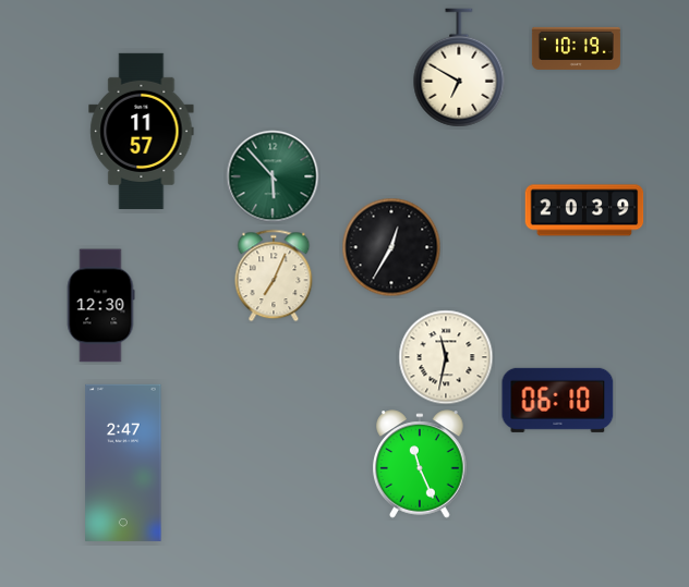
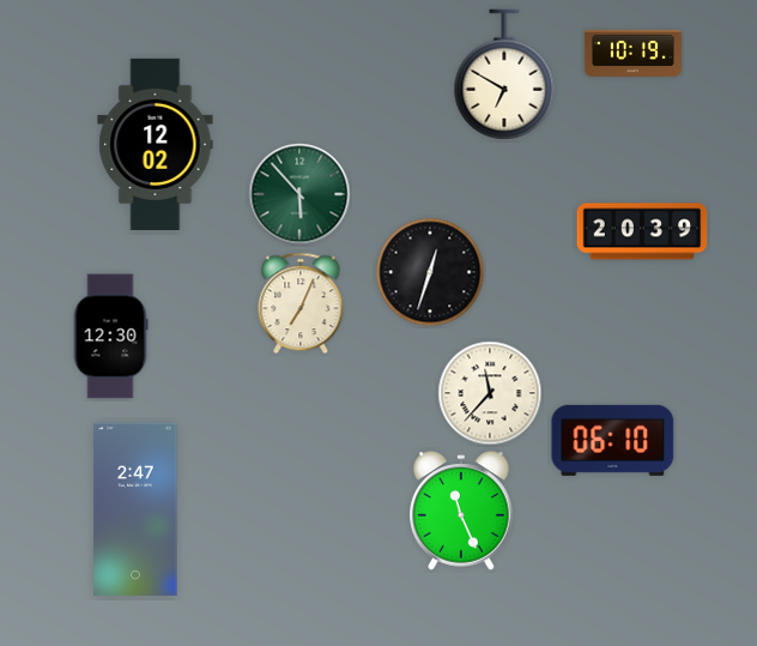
clock at (142, 131): 11:57 -> 12:02
clock at (391, 247): 12:35 -> 12:33
clock at (446, 357): 11:32 -> 11:37
